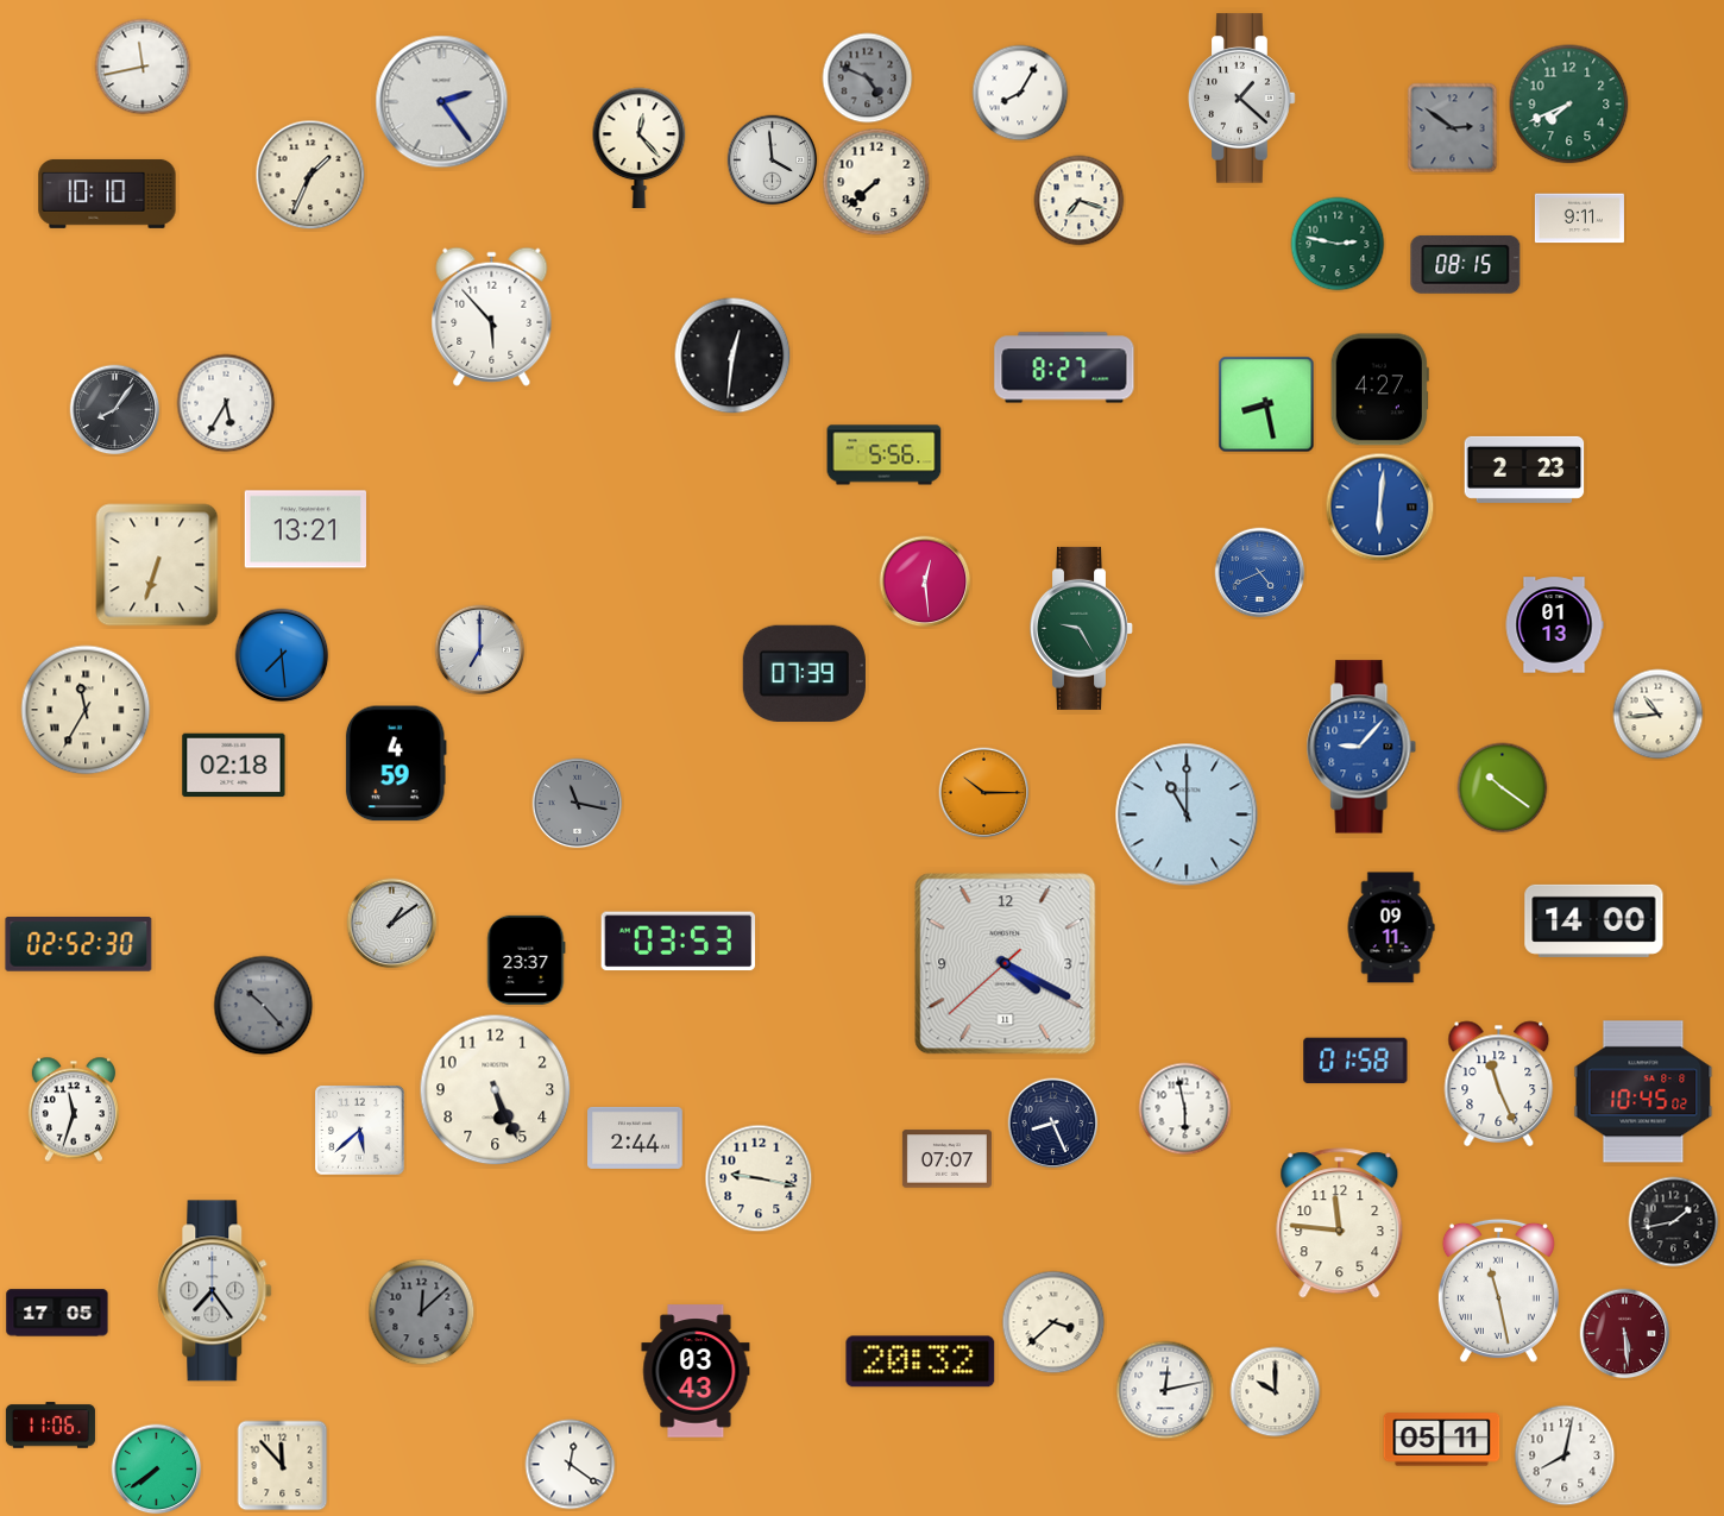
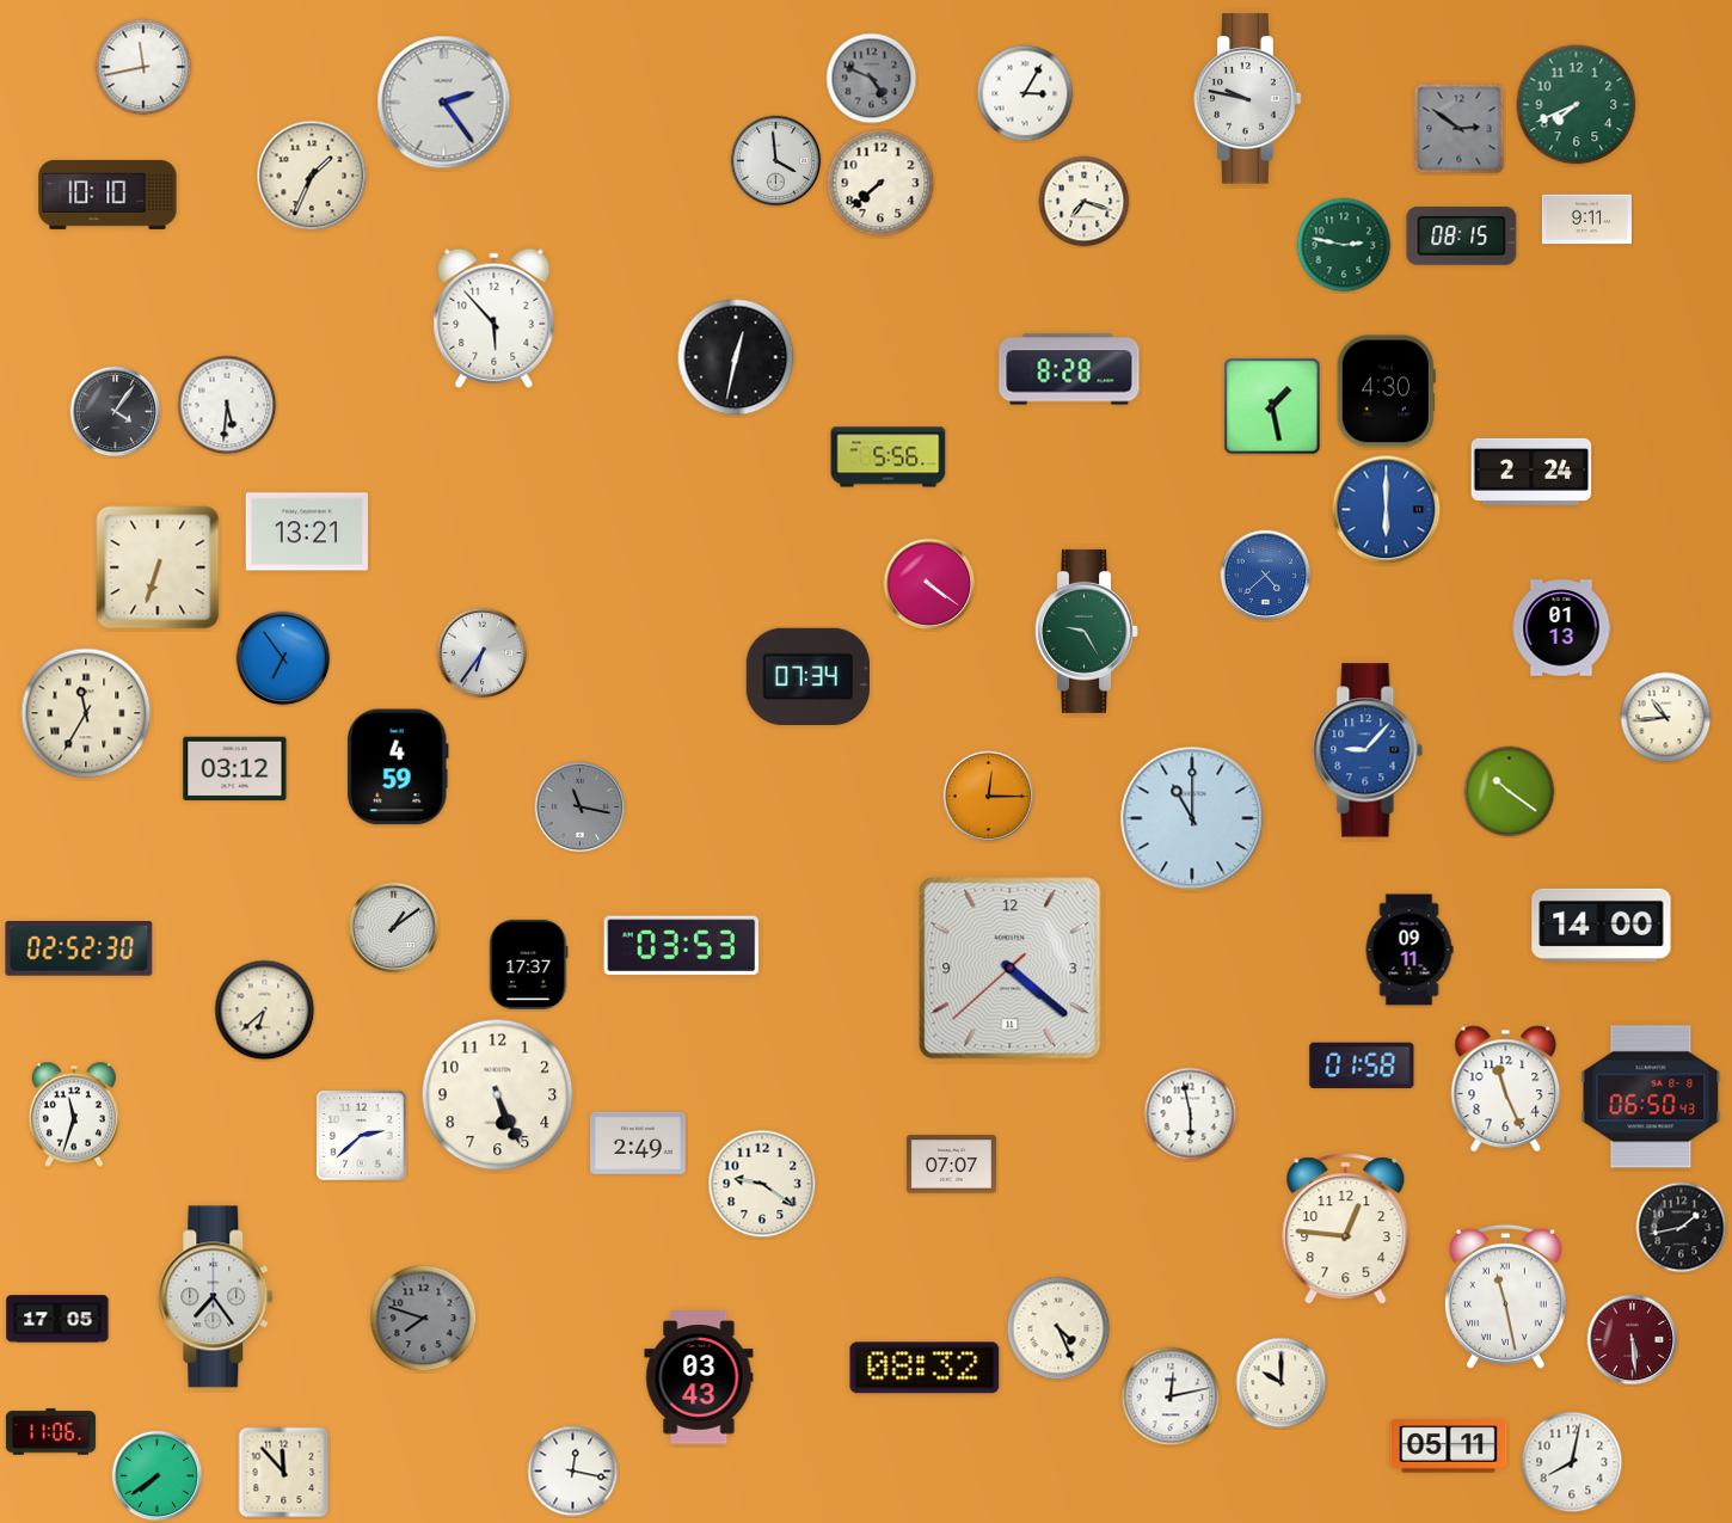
clock at (1020, 93): 8:05 -> 3:05
clock at (1242, 99): 1:22 -> 9:47
clock at (640, 149): 12:23 -> none
clock at (1466, 264) position: (1466, 264) -> (1462, 235)
clock at (732, 356): 12:31 -> 12:32
clock at (1064, 367): 8:27 -> 8:28
clock at (1379, 390): 4:27 -> 4:30
clock at (226, 403): 5:35 -> 5:31
clock at (1266, 404): 8:28 -> 1:28
clock at (115, 410): 8:06 -> 4:06
clock at (1524, 470): 2:23 -> 2:24
clock at (1380, 508): 6:01 -> 6:00
clock at (1260, 573): 4:41 -> 4:38
clock at (925, 581): 12:29 -> 4:21
clock at (480, 650): 7:00 -> 6:36
clock at (282, 655): 7:29 -> 6:54
clock at (804, 673): 07:39 -> 07:34
clock at (234, 766): 02:18 -> 03:12
clock at (984, 793): 10:15 -> 12:15
clock at (1391, 927) position: (1391, 927) -> (1409, 950)
clock at (527, 960): 23:37 -> 17:37
clock at (1006, 964): 4:19 -> 4:21
clock at (264, 1006): 10:23 -> 6:38
clock at (264, 1006) dial: grey -> cream
clock at (1643, 1092): 10:45 -> 06:50
clock at (1053, 1124): 8:26 -> none
clock at (360, 1131): 5:38 -> 2:38
clock at (635, 1138): 2:44 -> 2:49
clock at (759, 1178): 9:17 -> 9:21
clock at (1340, 1224): 11:46 -> 12:46
clock at (422, 1313): 12:08 -> 7:48
clock at (1053, 1322): 3:38 -> 4:26
clock at (920, 1361): 20:32 -> 08:32
clock at (1276, 1392) position: (1276, 1392) -> (1282, 1383)
clock at (571, 1465): 12:21 -> 12:17
